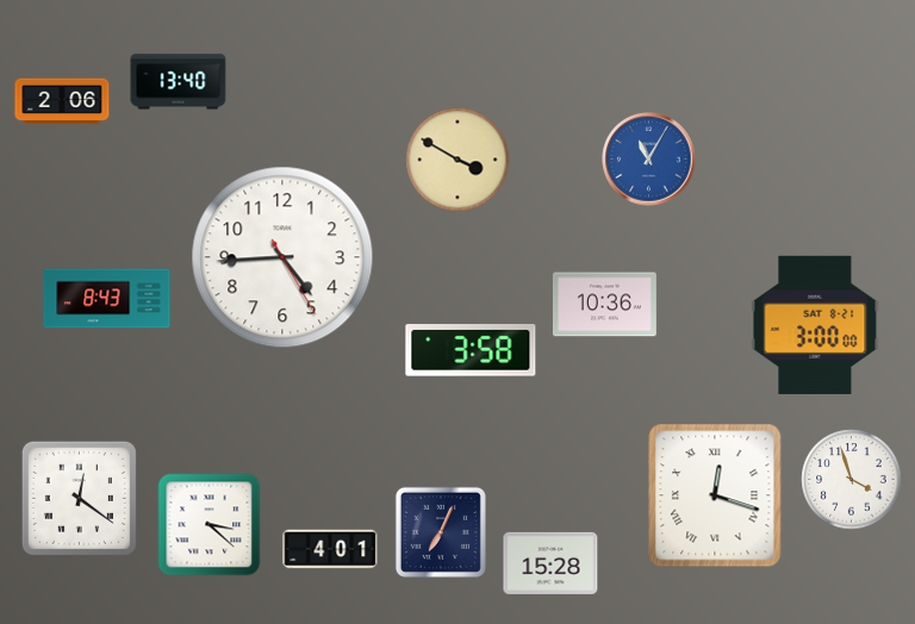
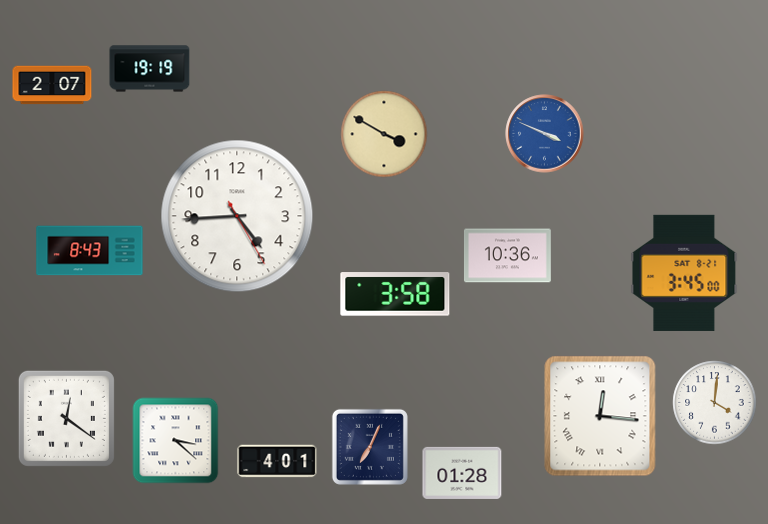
clock at (179, 82): 13:40 -> 19:19
clock at (62, 101): 2:06 -> 2:07
clock at (649, 160): 11:05 -> 3:49
clock at (815, 325): 3:00 -> 3:45
clock at (852, 480): 3:57 -> 4:01
clock at (715, 495): 12:18 -> 12:16
clock at (550, 563): 15:28 -> 01:28
